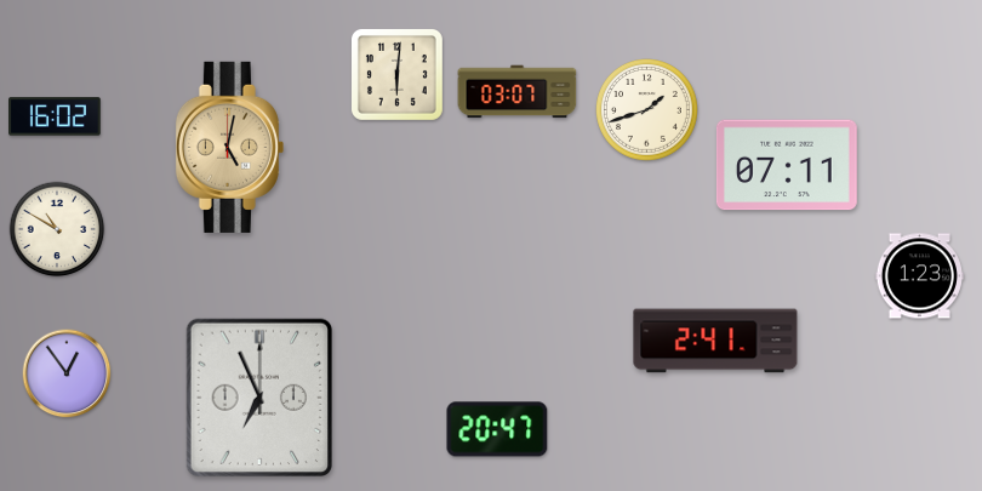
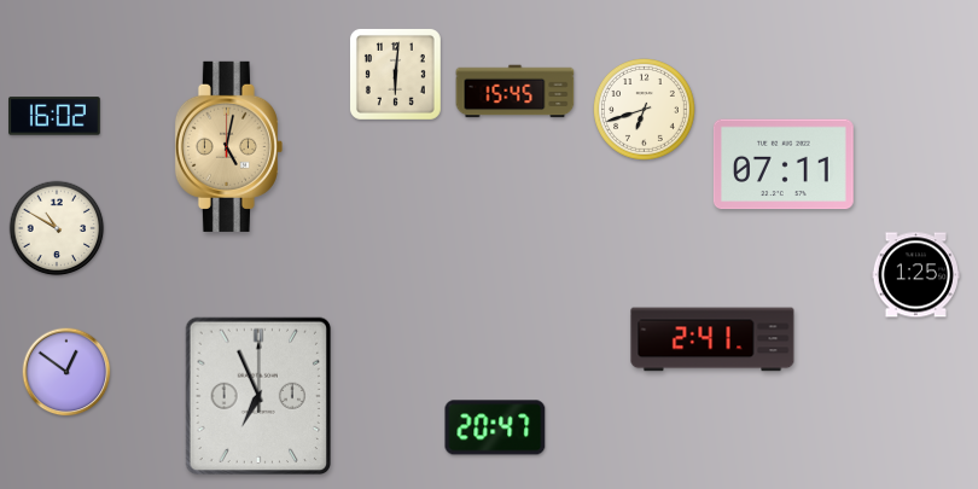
clock at (518, 92): 03:07 -> 15:45
clock at (647, 110): 1:42 -> 6:42
clock at (919, 276): 1:23 -> 1:25
clock at (67, 373): 12:54 -> 12:51
